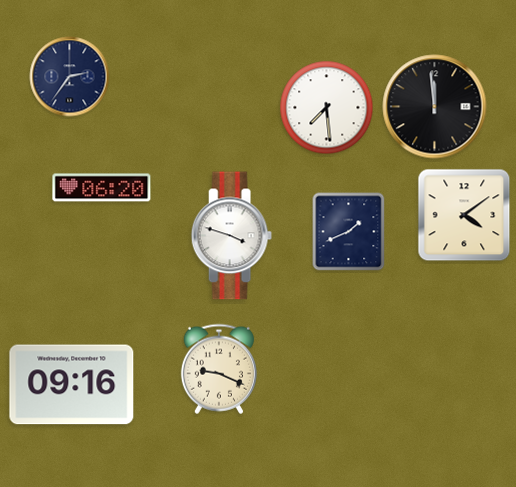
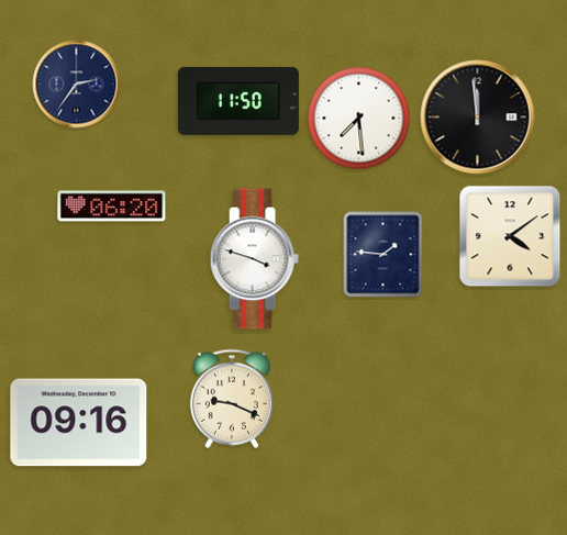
clock at (238, 101): none -> 11:50
clock at (349, 232): 1:41 -> 1:46
clock at (219, 369) position: (219, 369) -> (232, 399)
